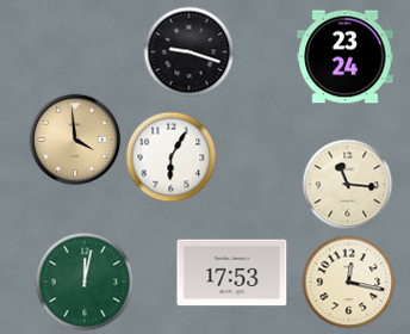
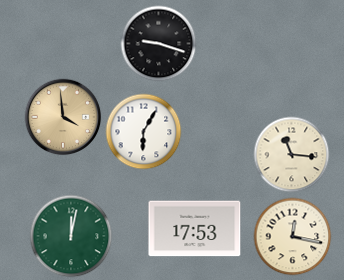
clock at (346, 57): 23:24 -> none
